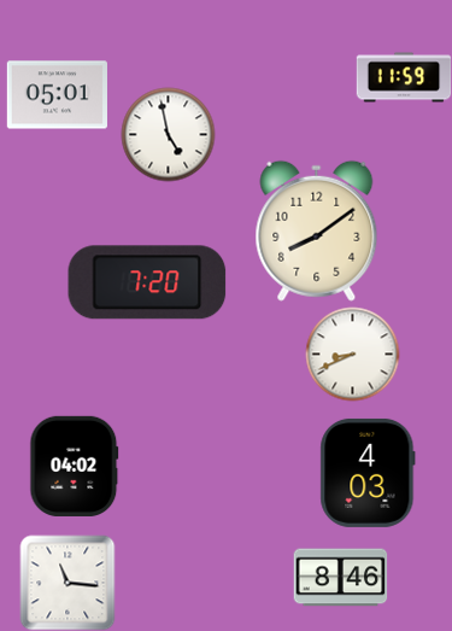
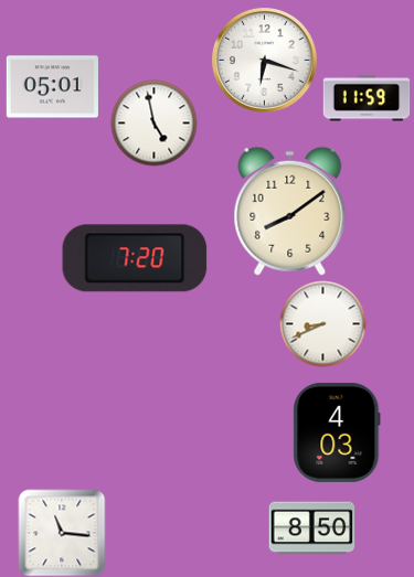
clock at (265, 61): none -> 6:18
clock at (404, 77) position: (404, 77) -> (367, 98)
clock at (75, 466): 04:02 -> none
clock at (340, 578): 8:46 -> 8:50
